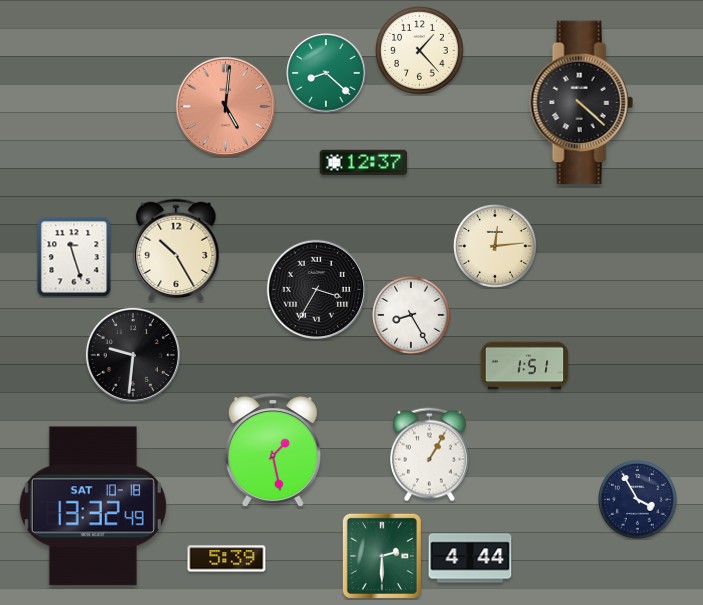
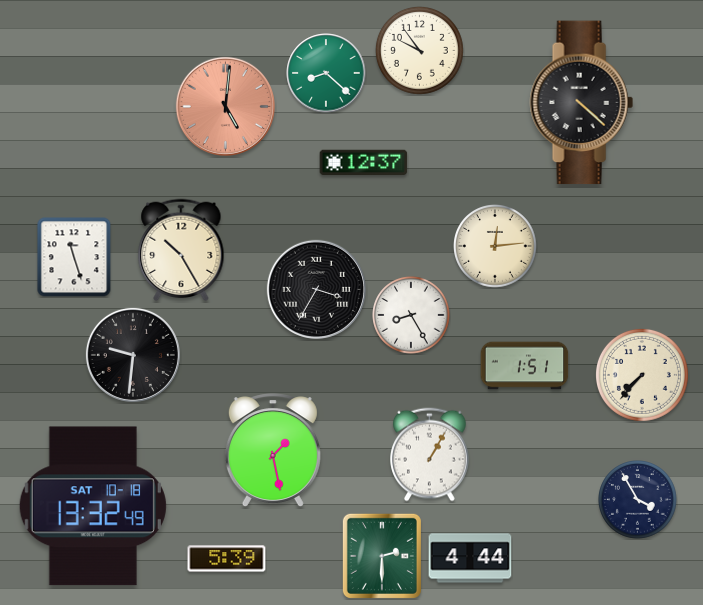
clock at (419, 50): 1:23 -> 9:54
clock at (176, 250) position: (176, 250) -> (181, 250)
clock at (642, 375): none -> 7:37
